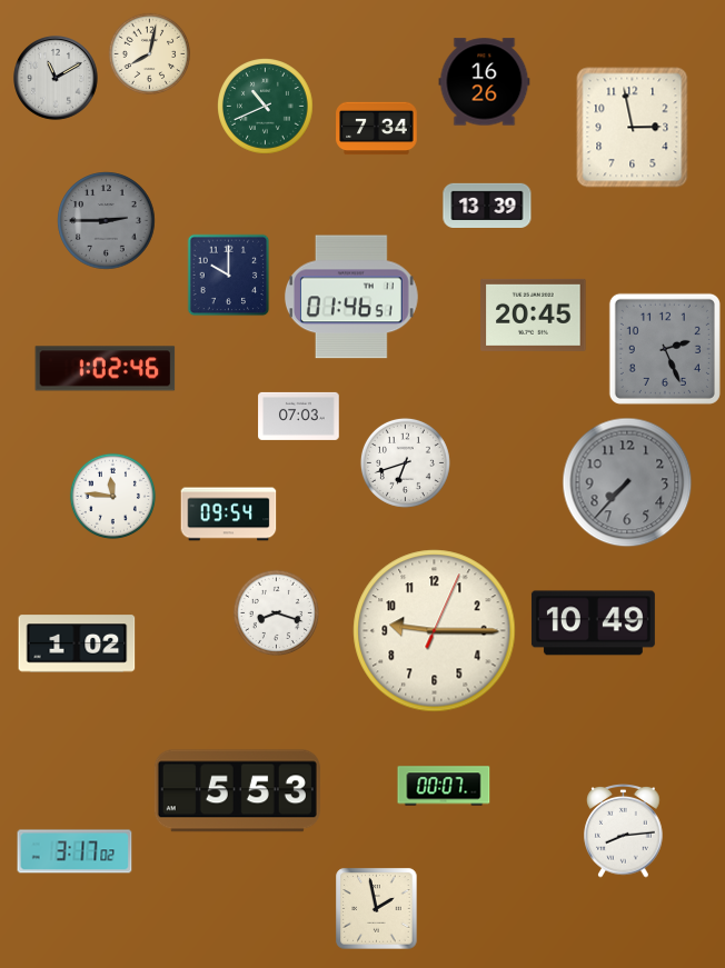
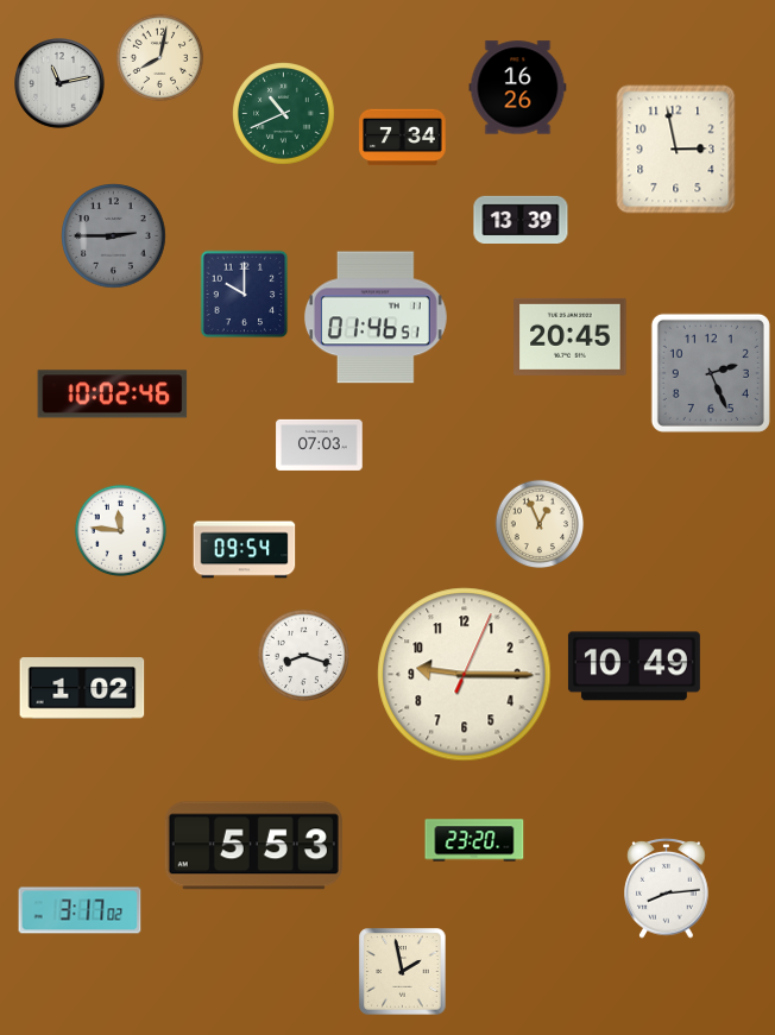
clock at (57, 79): 11:10 -> 11:13
clock at (633, 128) position: (633, 128) -> (676, 150)
clock at (106, 369): 1:02 -> 10:02
clock at (405, 462): 6:42 -> none
clock at (627, 482): 7:37 -> none
clock at (540, 524): none -> 12:56
clock at (276, 612) position: (276, 612) -> (303, 655)
clock at (444, 786): 00:07 -> 23:20
